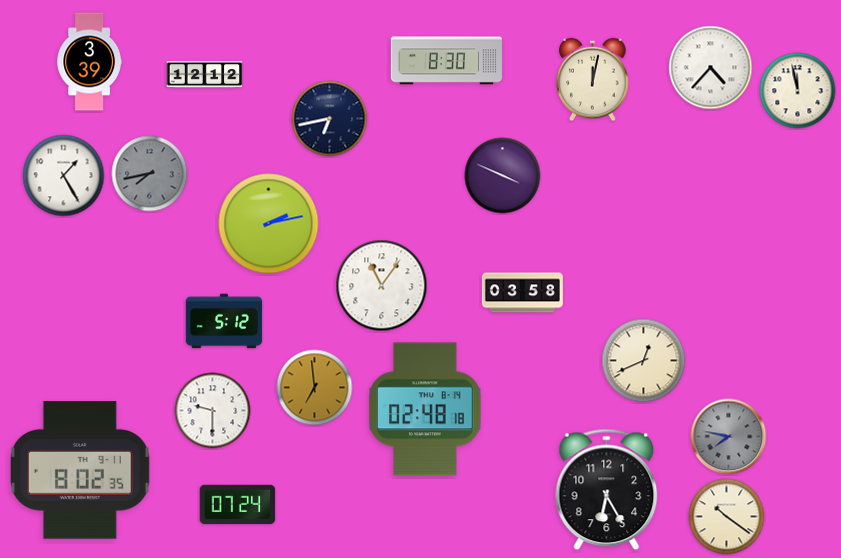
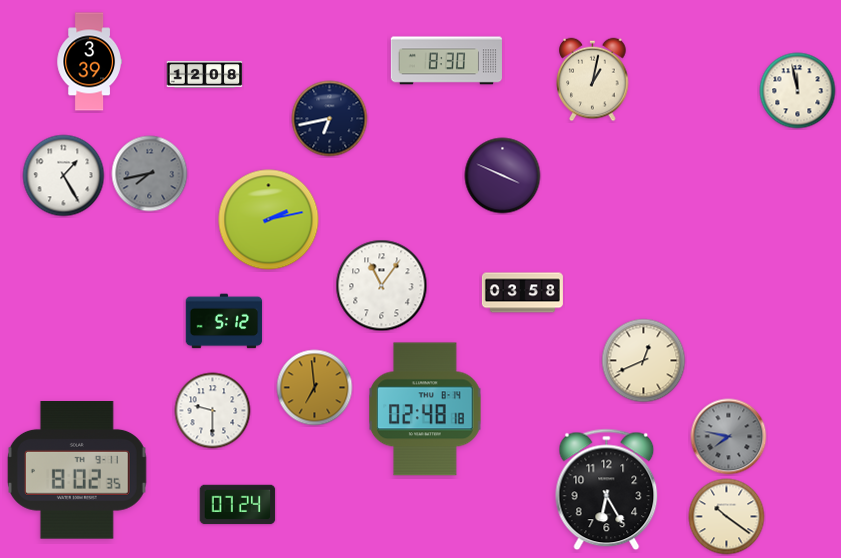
clock at (711, 68): 4:37 -> none
clock at (205, 74): 12:12 -> 12:08
clock at (593, 80): 12:02 -> 1:02
clock at (269, 224) position: (269, 224) -> (269, 220)
clock at (80, 470) position: (80, 470) -> (77, 470)
